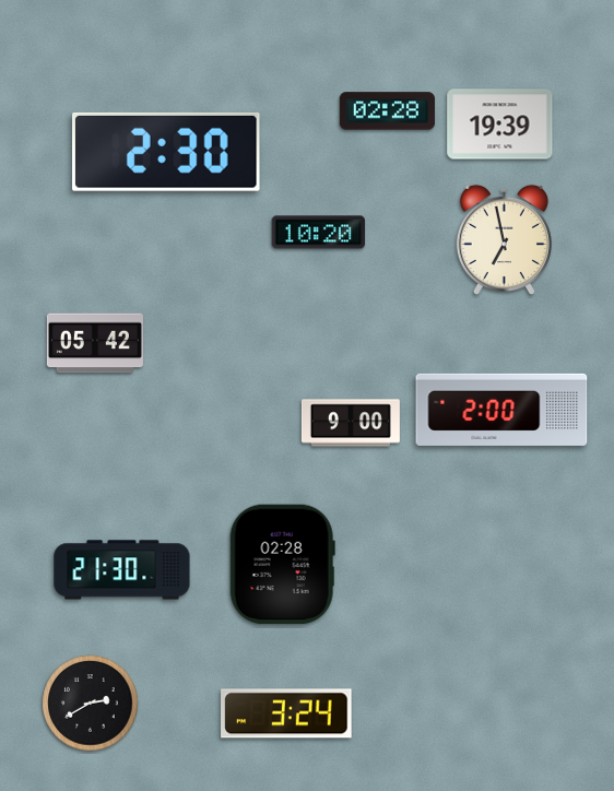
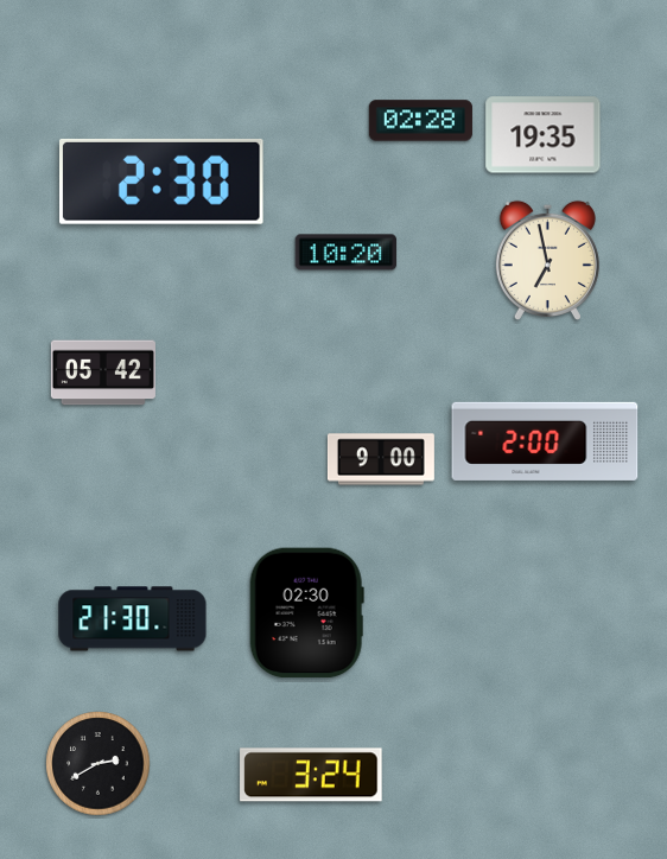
clock at (500, 125): 19:39 -> 19:35
clock at (166, 152) position: (166, 152) -> (161, 182)
clock at (501, 410) position: (501, 410) -> (545, 441)
clock at (282, 565): 02:28 -> 02:30
